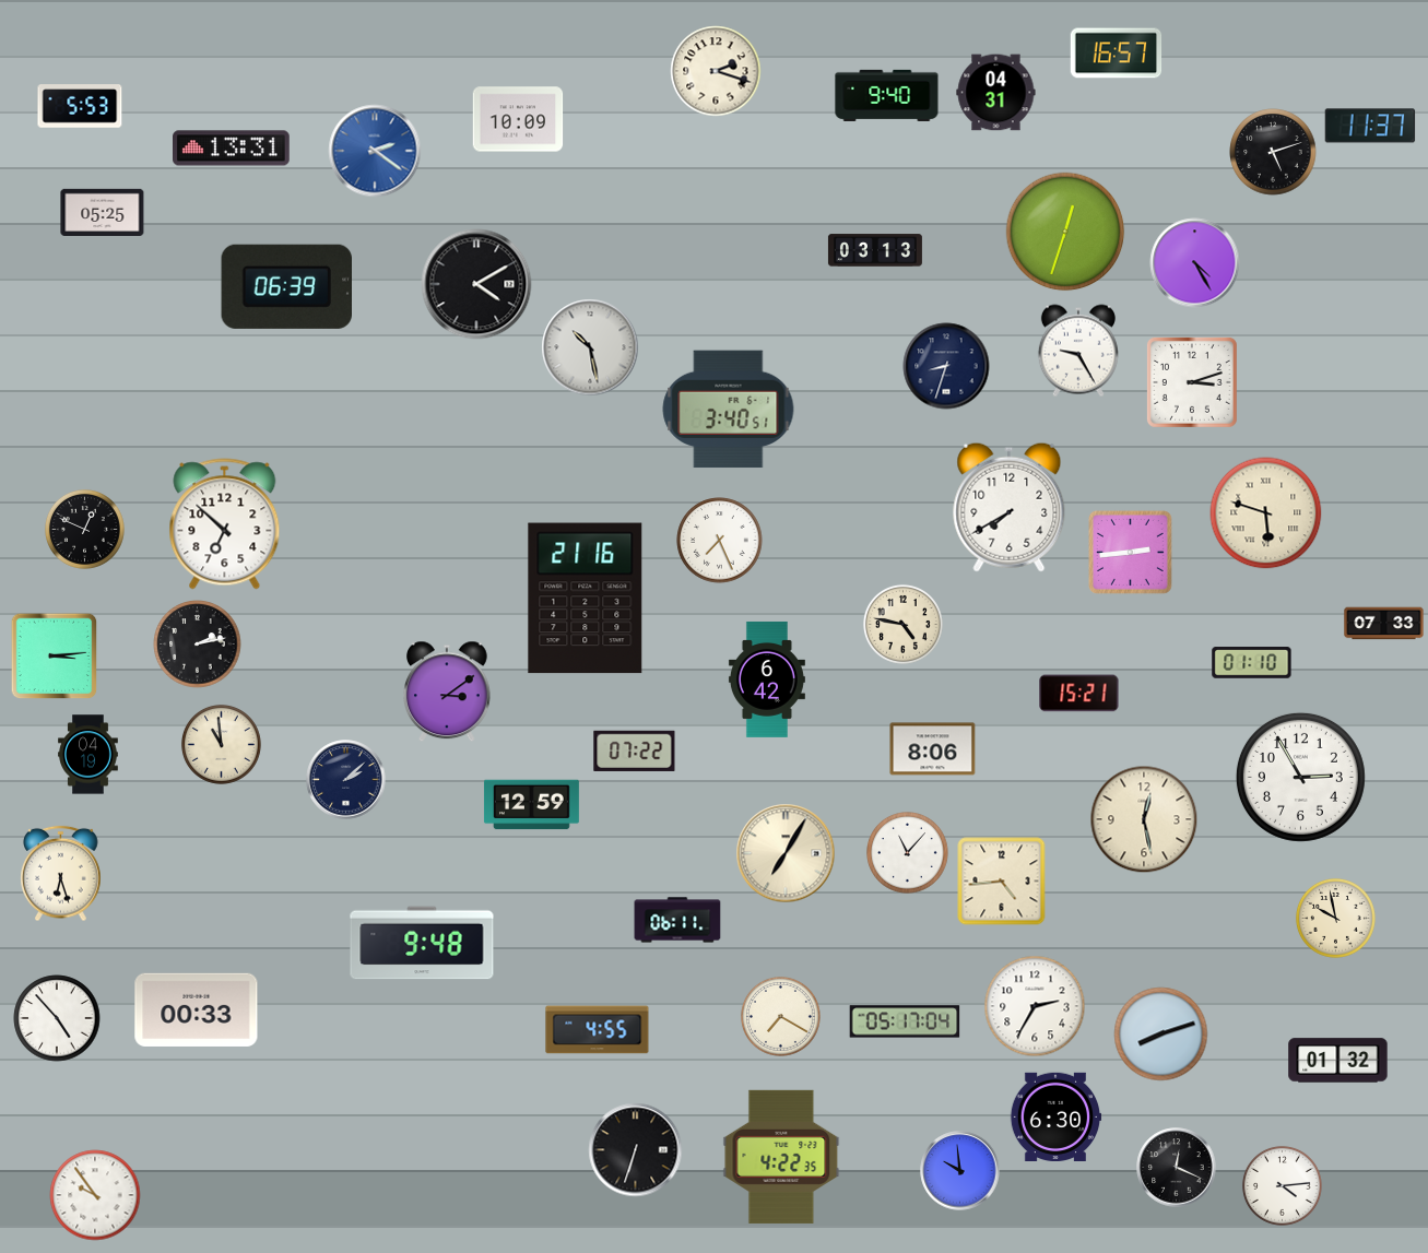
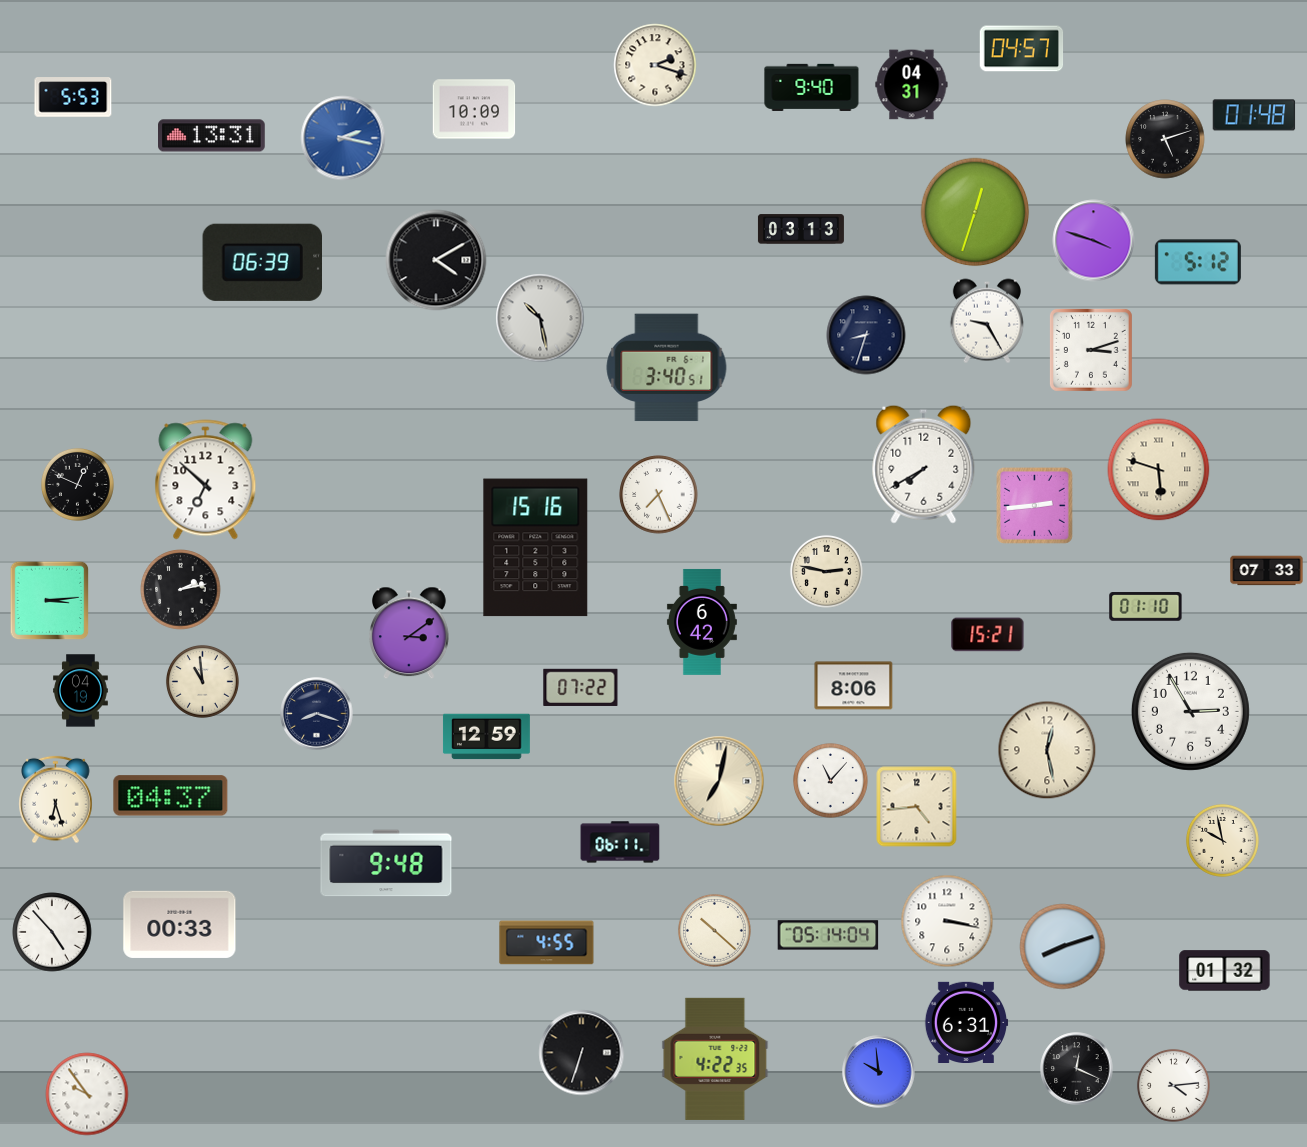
clock at (1117, 54): 16:57 -> 04:57
clock at (1370, 126): 11:37 -> 01:48
clock at (375, 151): 2:21 -> 2:17
clock at (103, 212): 05:25 -> none
clock at (1195, 263): 4:25 -> 3:48
clock at (1198, 262): none -> 5:12
clock at (729, 410) position: (729, 410) -> (667, 368)
clock at (586, 599): 21:16 -> 15:16
clock at (902, 624): 4:47 -> 2:47
clock at (346, 780): 2:08 -> 8:18
clock at (786, 853): 7:05 -> 7:02
clock at (171, 796): none -> 04:37
clock at (1035, 1006): 2:35 -> 3:17
clock at (780, 1016): 7:20 -> 10:22
clock at (905, 1021): 05:17 -> 05:14
clock at (1055, 1116): 6:30 -> 6:31
